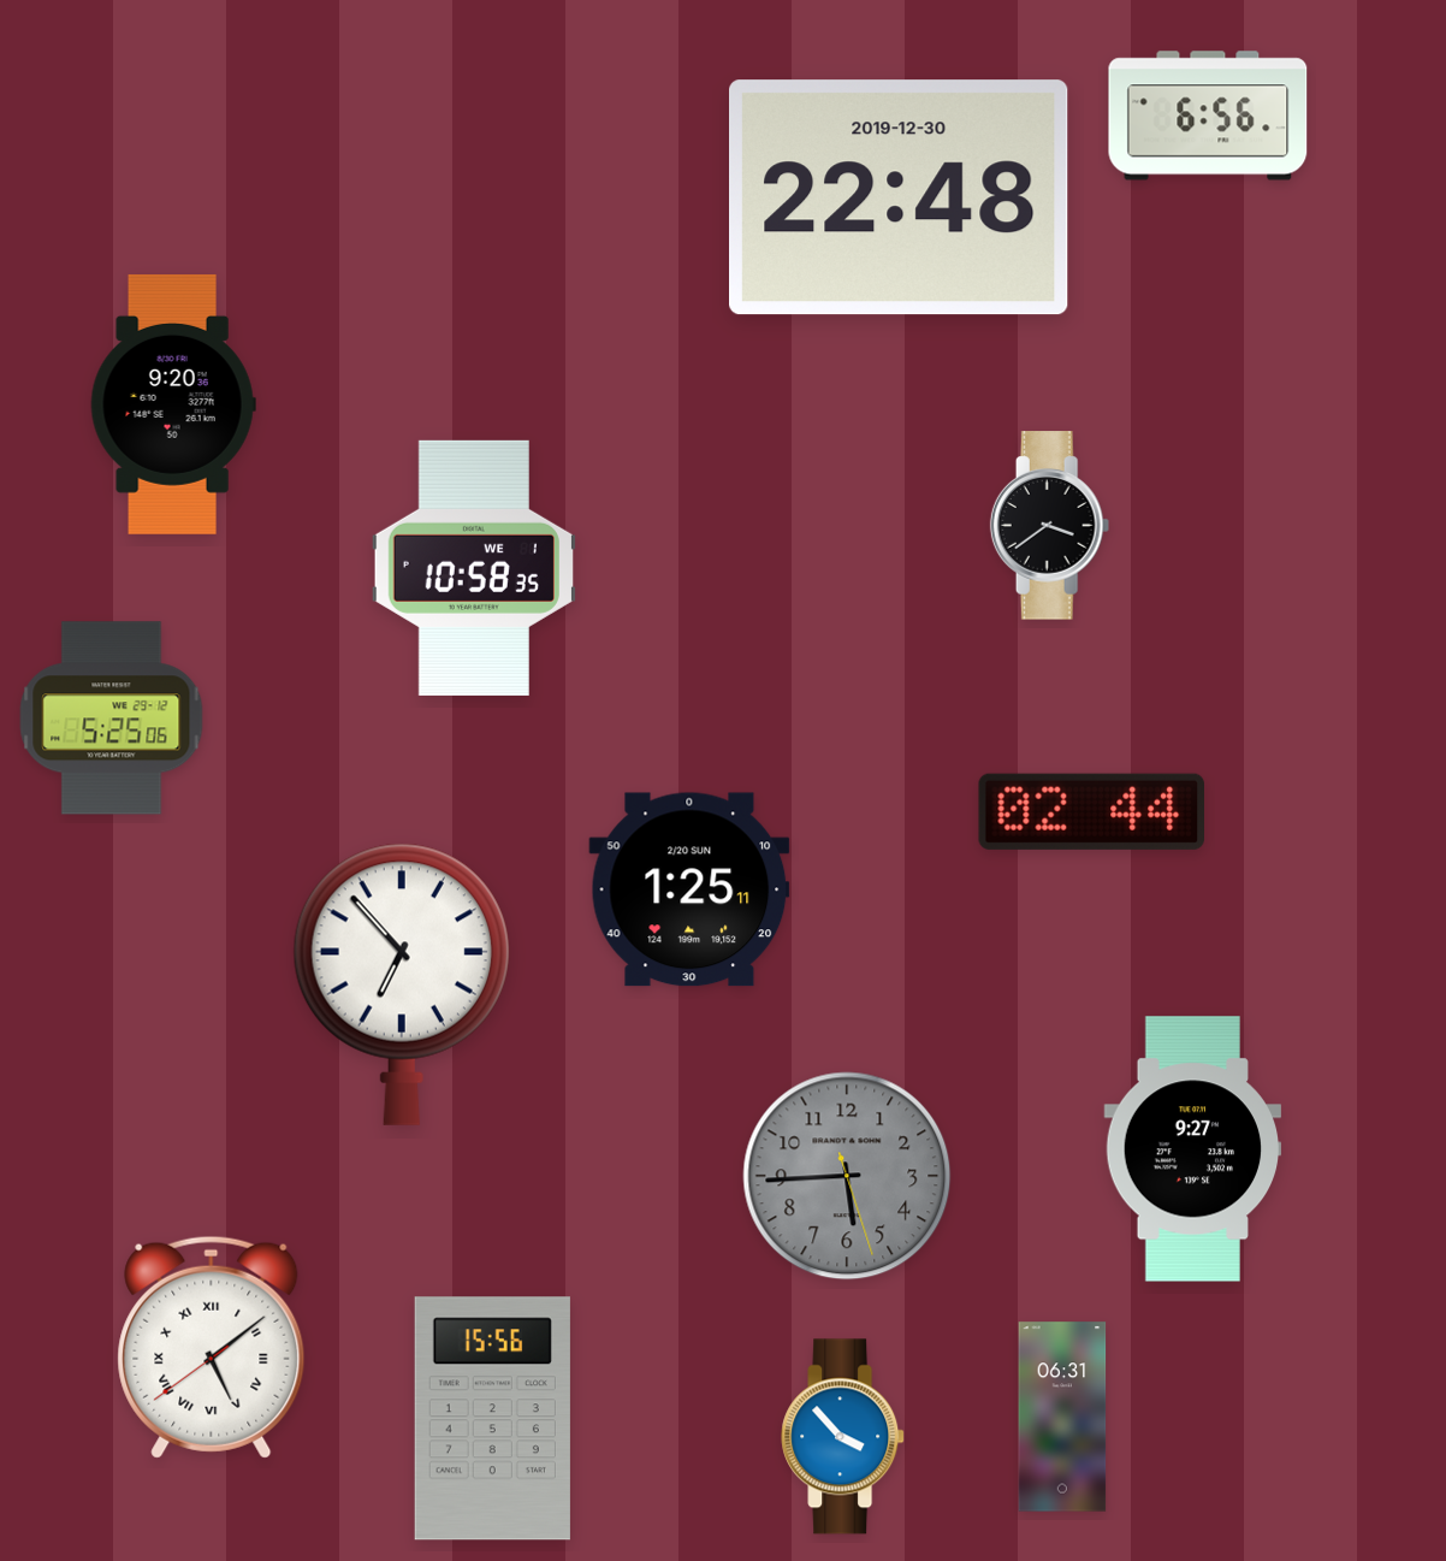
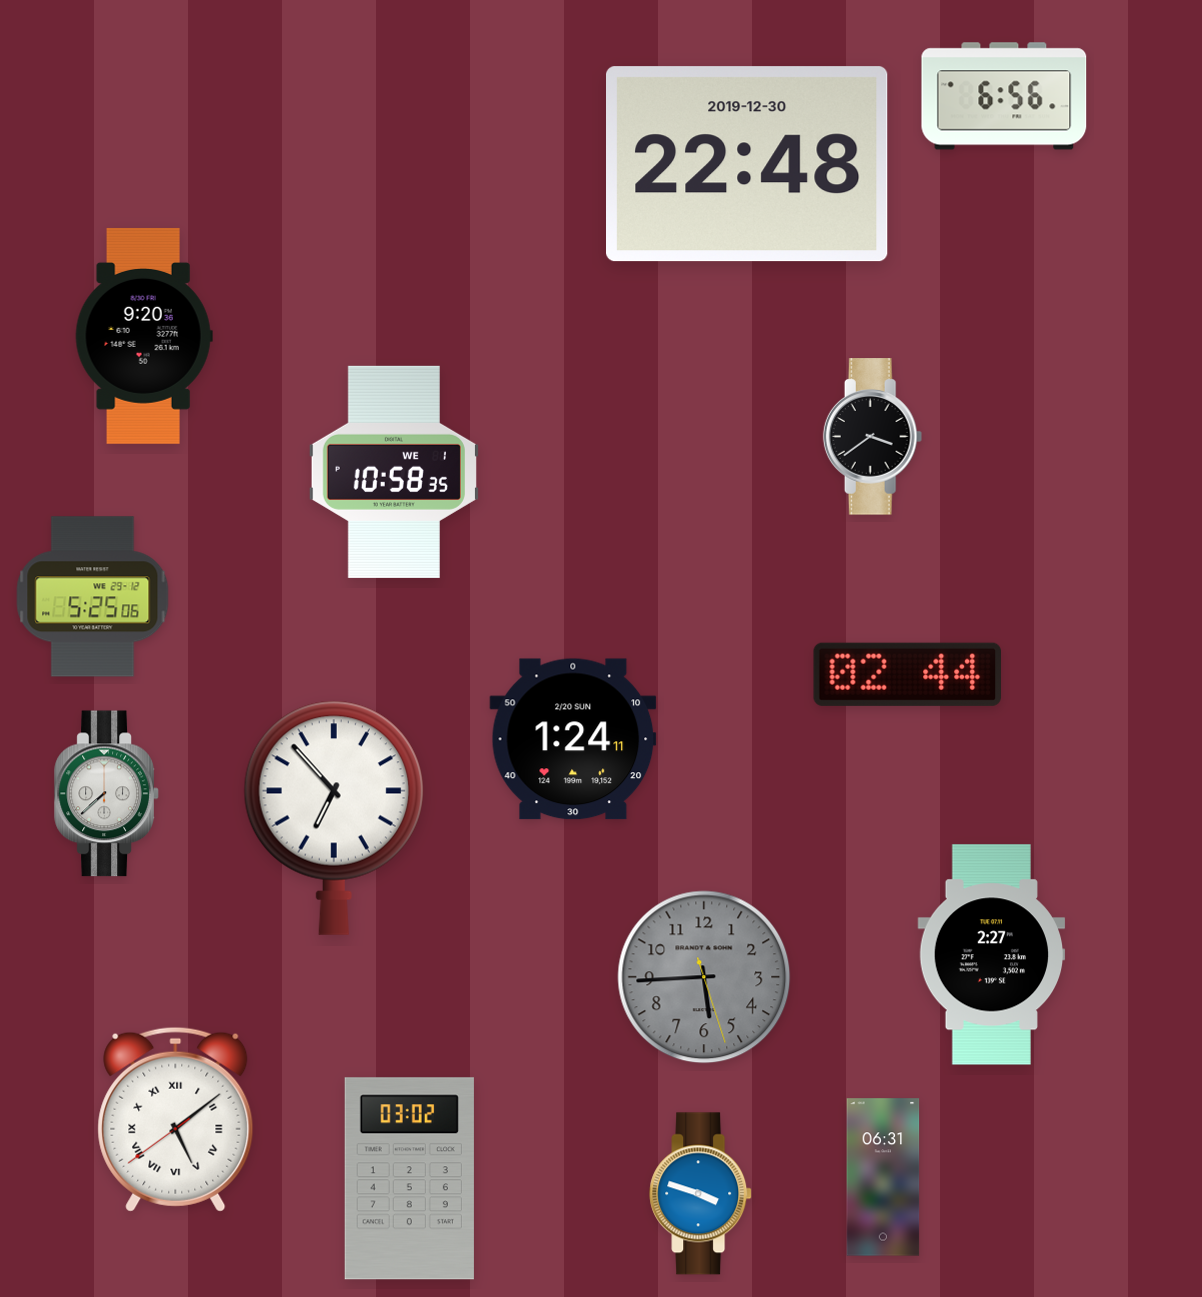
clock at (689, 889): 1:25 -> 1:24
clock at (107, 794): none -> 7:38
clock at (1193, 1149): 9:27 -> 2:27
clock at (492, 1419): 15:56 -> 03:02
clock at (843, 1437): 3:53 -> 3:48
